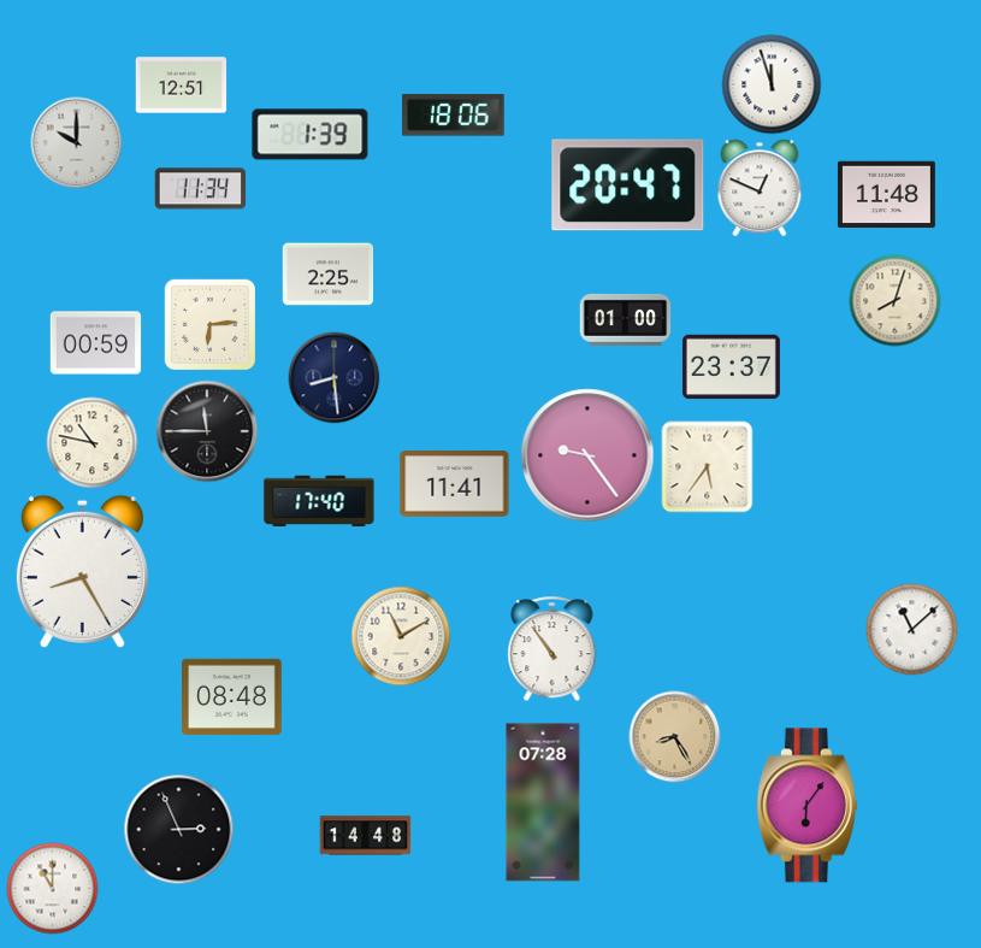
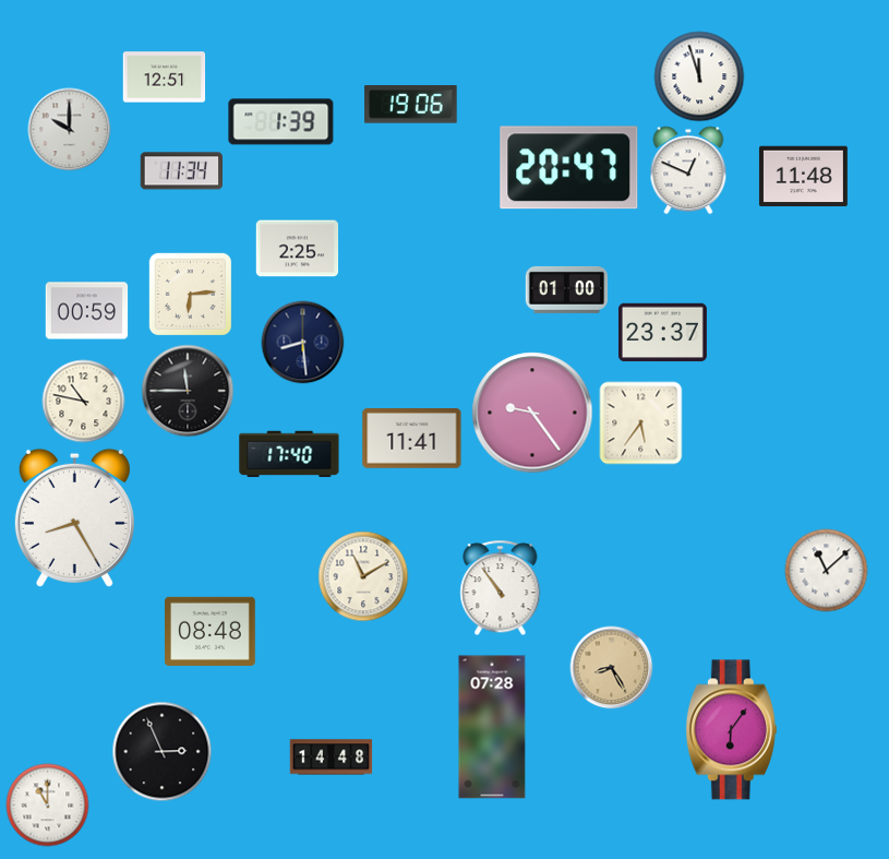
clock at (454, 116): 18:06 -> 19:06
clock at (896, 301): 8:03 -> none
